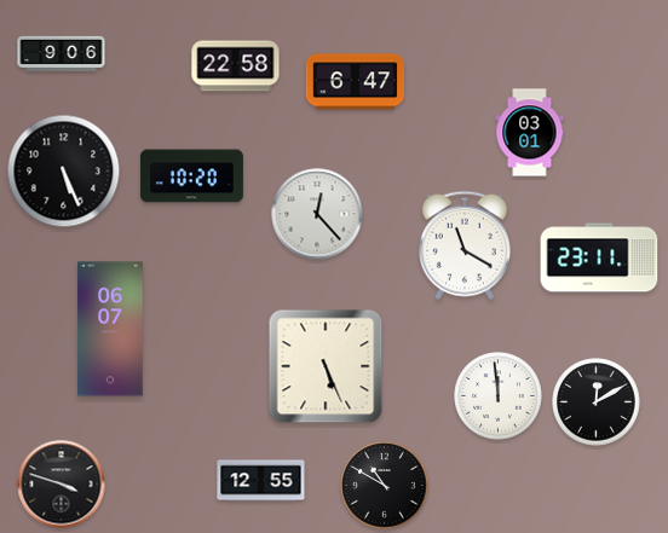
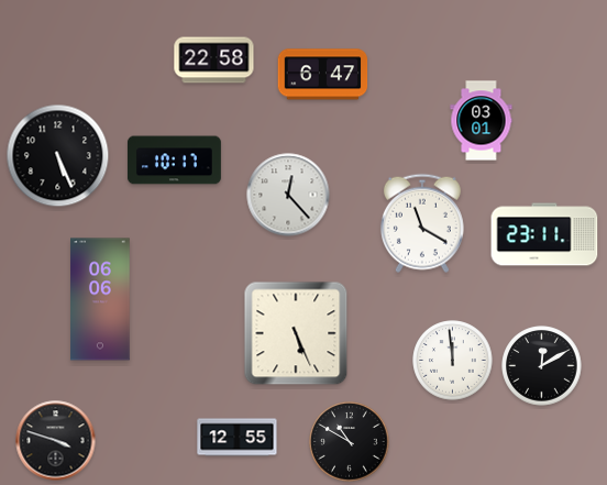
clock at (62, 53): 9:06 -> none
clock at (191, 176): 10:20 -> 10:17
clock at (110, 329): 06:07 -> 06:06
